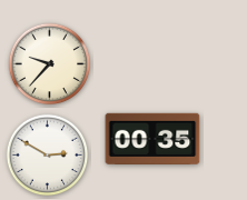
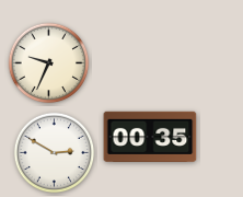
clock at (50, 64): 9:37 -> 9:34
clock at (48, 156) position: (48, 156) -> (55, 153)
